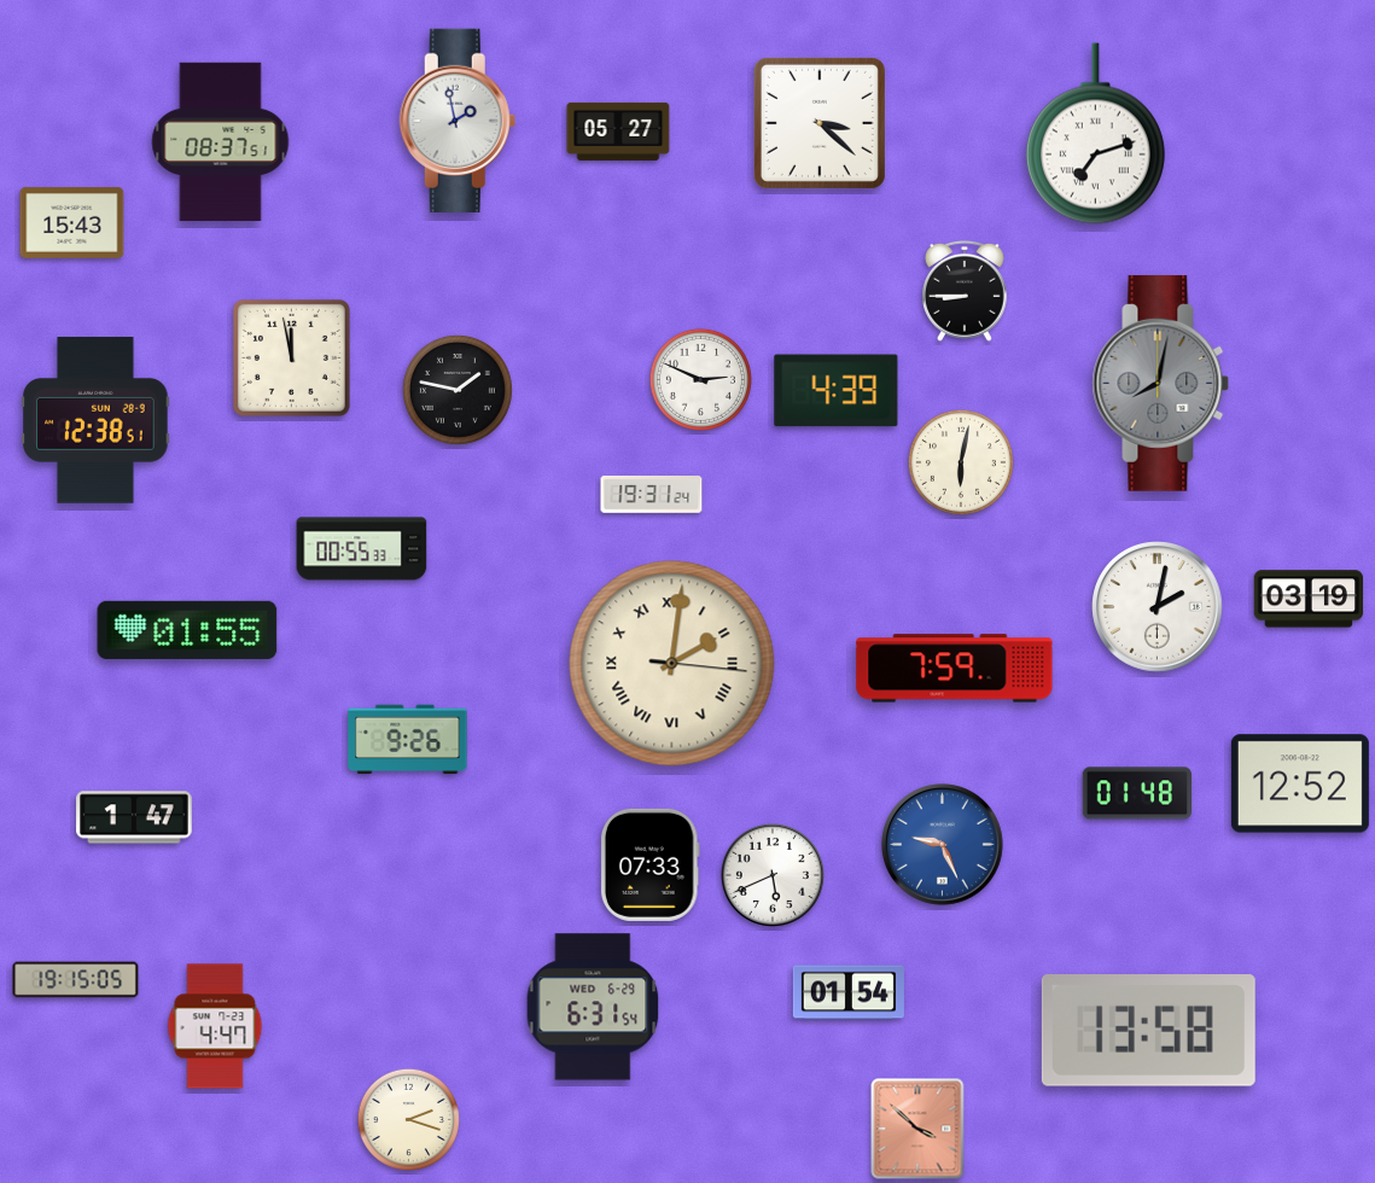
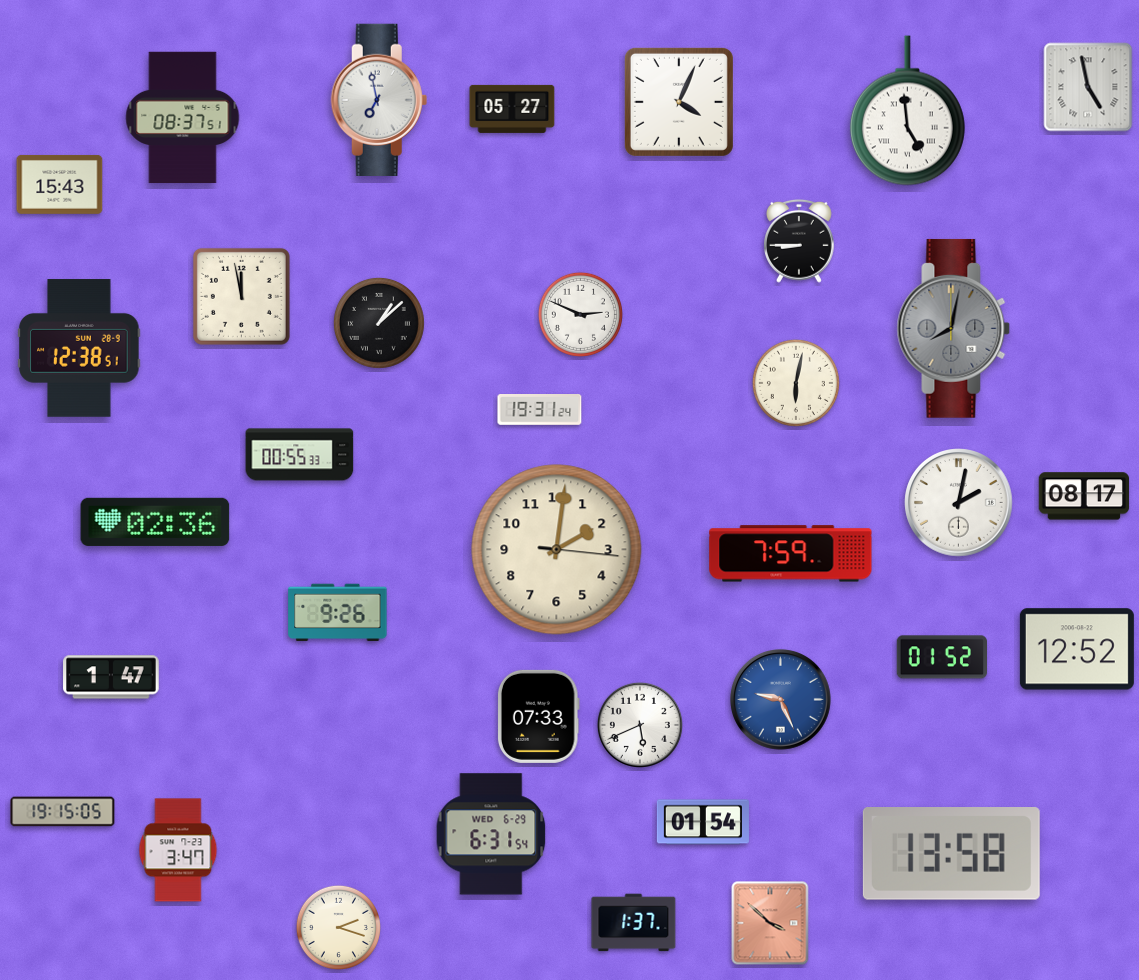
clock at (1088, 87): none -> 4:58
clock at (458, 121): 1:58 -> 6:58
clock at (820, 123): 3:22 -> 4:04
clock at (1095, 134): 7:12 -> 4:59
clock at (1161, 383) position: (1161, 383) -> (954, 328)
clock at (458, 390): 1:47 -> 1:08
clock at (837, 391): 4:39 -> none
clock at (1309, 599): 03:19 -> 08:17
clock at (187, 630): 01:55 -> 02:36
clock at (672, 664) numerals: Roman -> Arabic
clock at (1137, 793): 01:48 -> 01:52
clock at (215, 1026): 4:47 -> 3:47
clock at (634, 923): none -> 1:37
clock at (917, 1129) position: (917, 1129) -> (770, 923)
